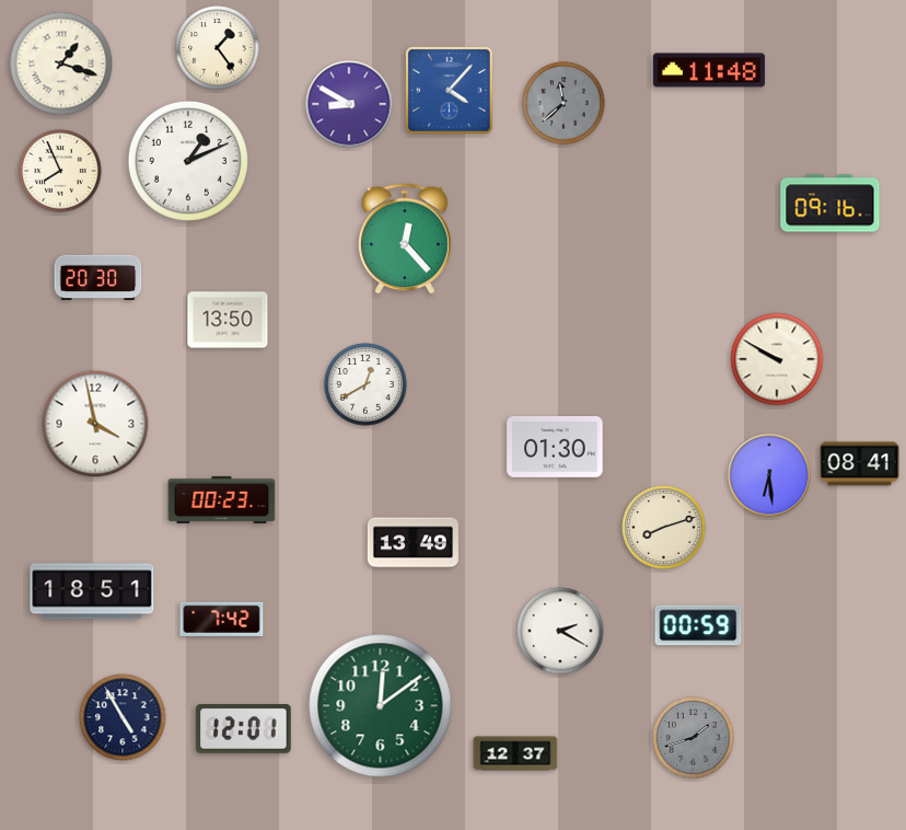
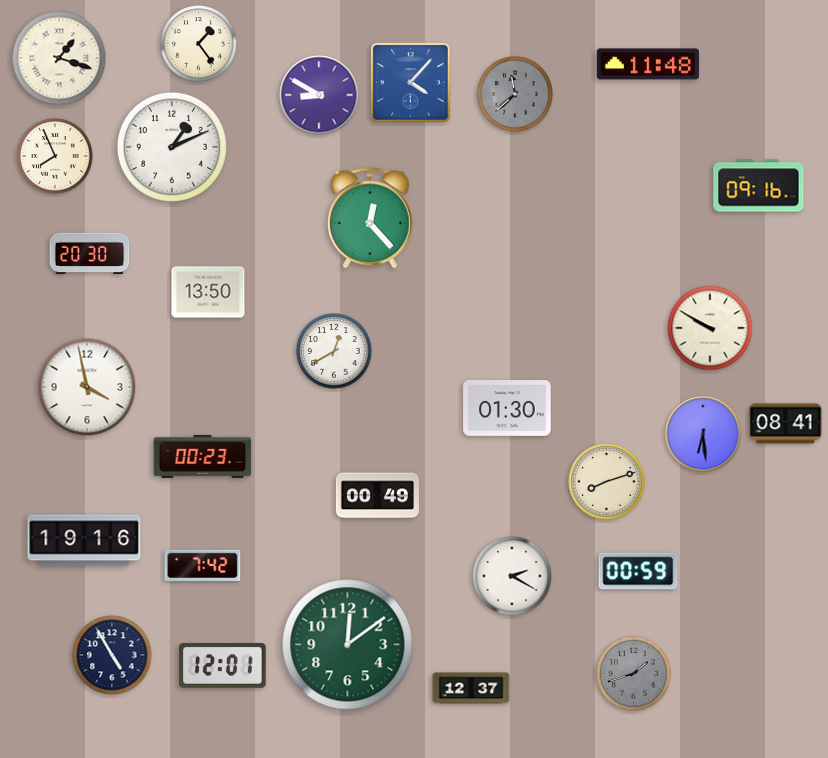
clock at (61, 64) position: (61, 64) -> (59, 58)
clock at (413, 543): 13:49 -> 00:49
clock at (92, 591): 18:51 -> 19:16
